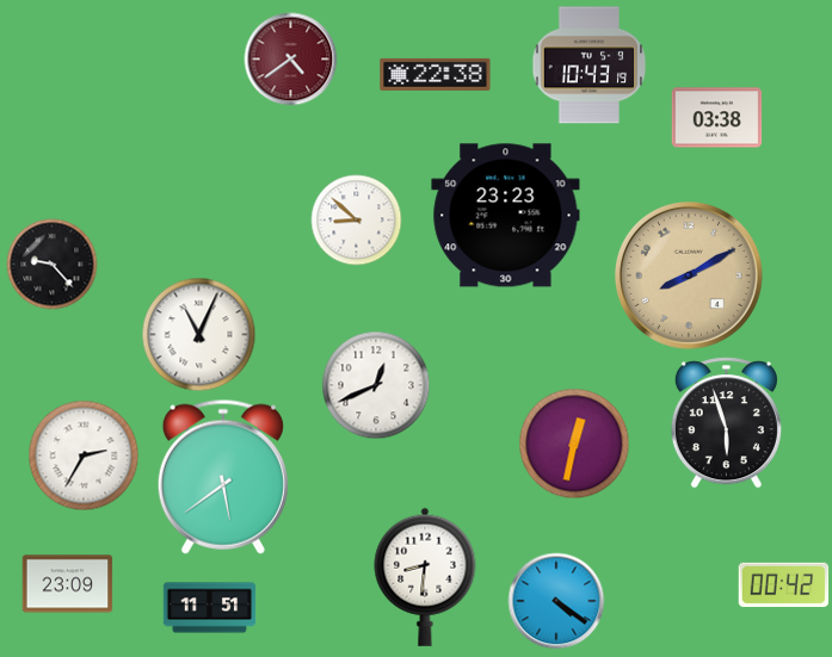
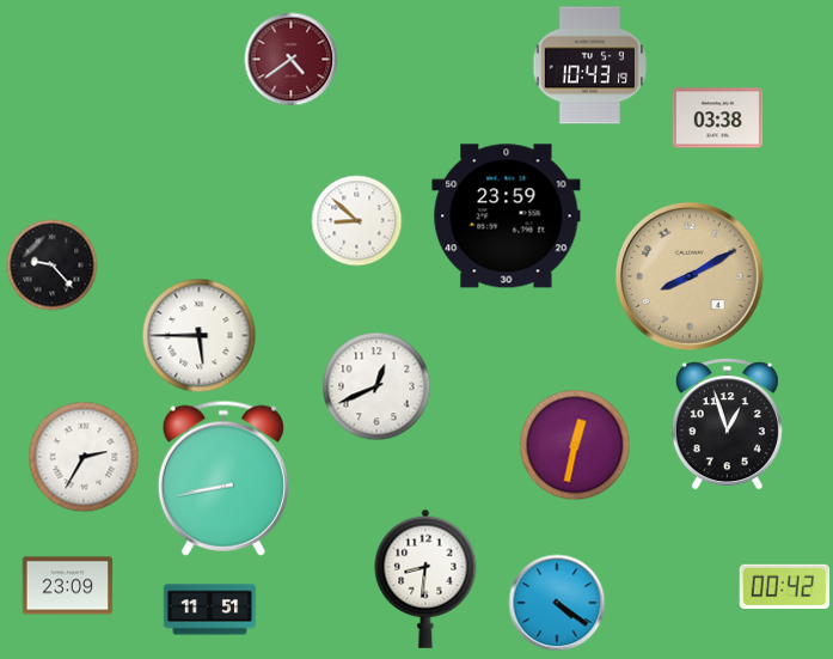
clock at (436, 74): 22:38 -> none
clock at (506, 216): 23:23 -> 23:59
clock at (199, 335): 11:04 -> 5:45
clock at (726, 423): 5:57 -> 12:57
clock at (223, 477): 5:39 -> 8:43
